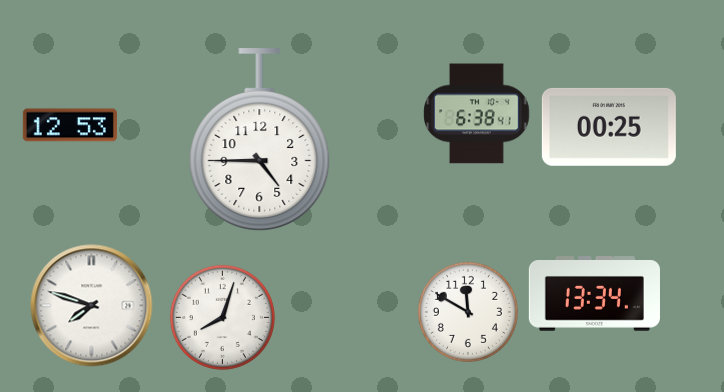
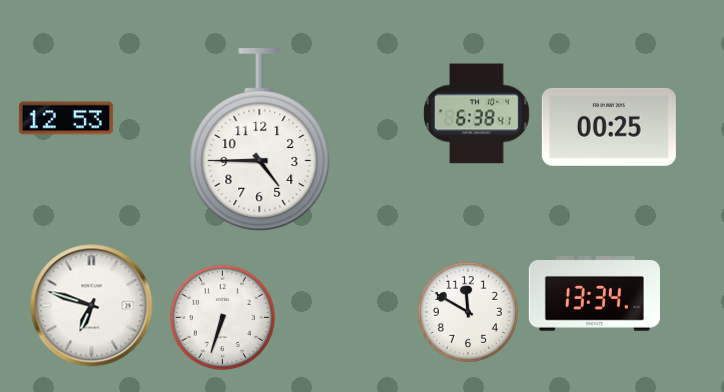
clock at (70, 125) position: (70, 125) -> (66, 118)
clock at (92, 306): 7:48 -> 6:48
clock at (222, 317): 8:03 -> 6:33
